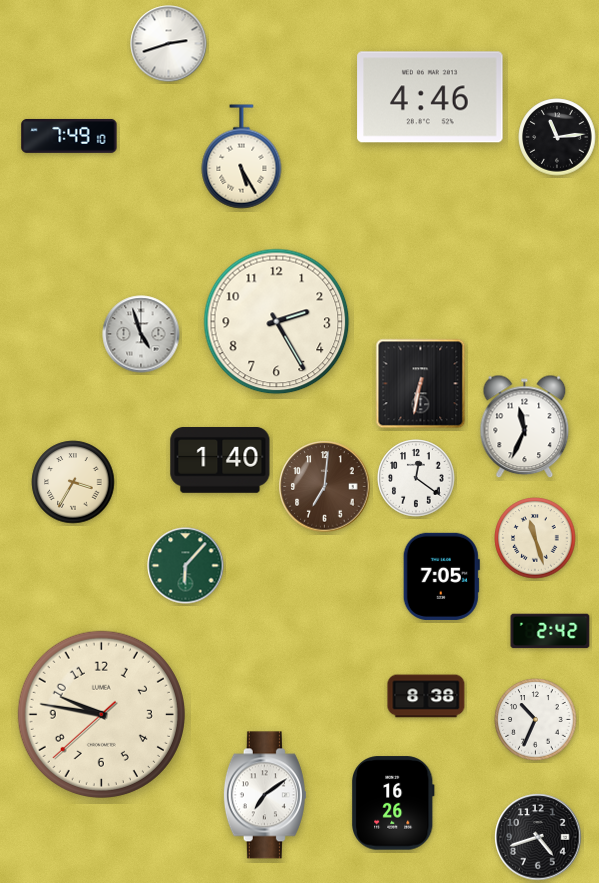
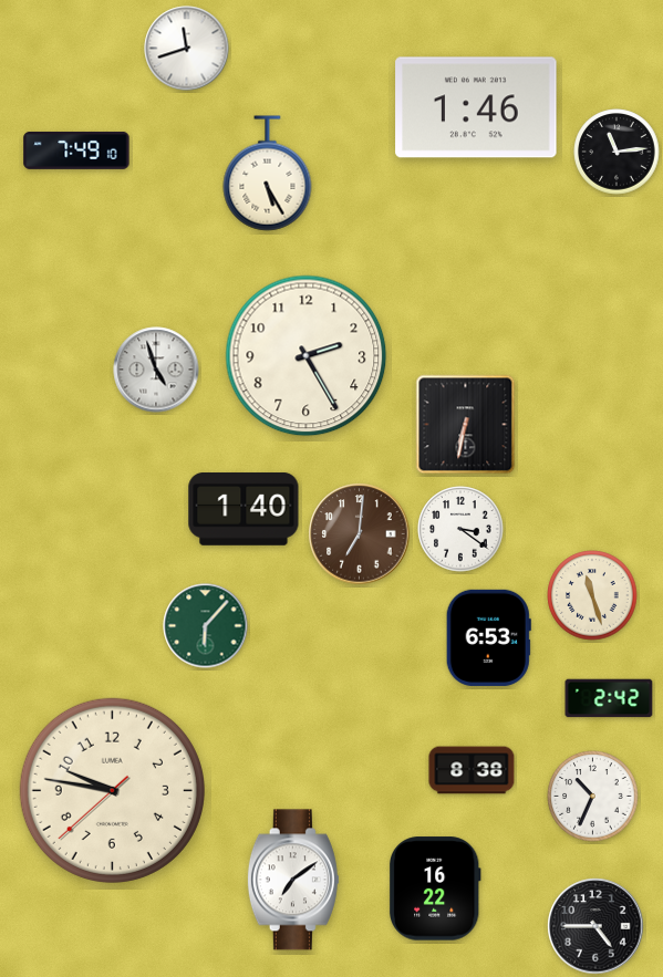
clock at (169, 44): 2:42 -> 11:42
clock at (430, 97): 4:46 -> 1:46
clock at (525, 427): 11:34 -> none
clock at (416, 478): 12:21 -> 3:21
clock at (73, 482): 3:35 -> none
clock at (325, 487) position: (325, 487) -> (360, 534)
clock at (441, 576): 7:05 -> 6:53
clock at (393, 803): 16:26 -> 16:22
clock at (538, 837): 4:42 -> 4:45
